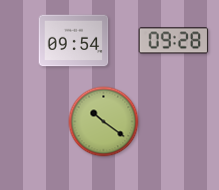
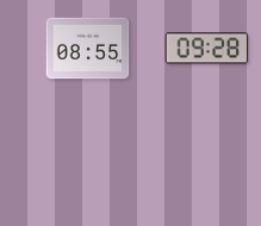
clock at (74, 41): 09:54 -> 08:55
clock at (104, 122): 10:21 -> none
